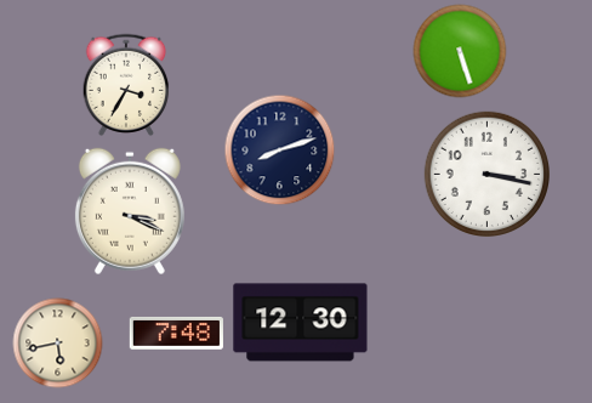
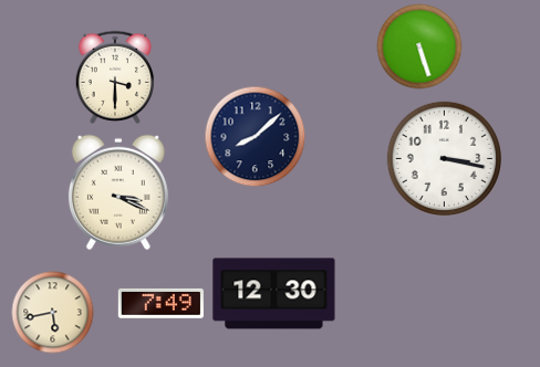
clock at (126, 84): 3:35 -> 3:30
clock at (280, 151): 8:12 -> 8:08
clock at (176, 333): 7:48 -> 7:49
